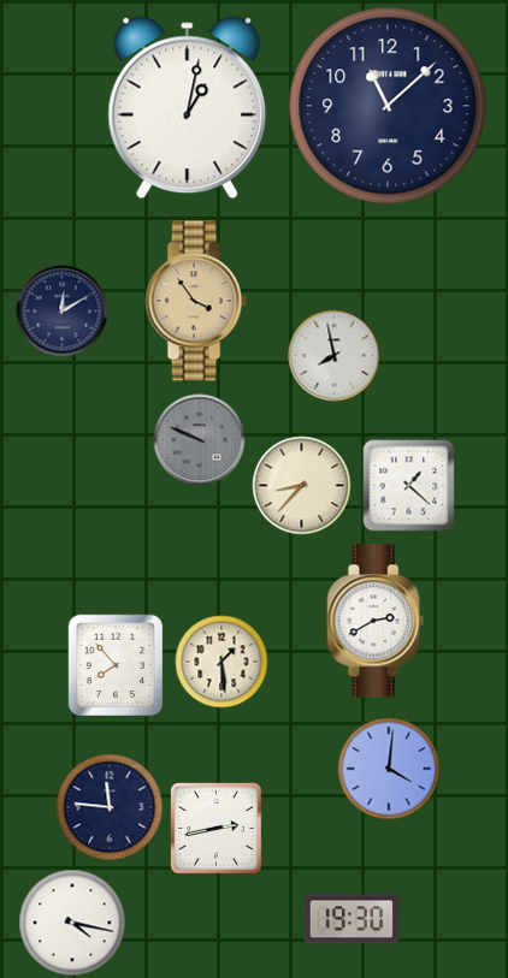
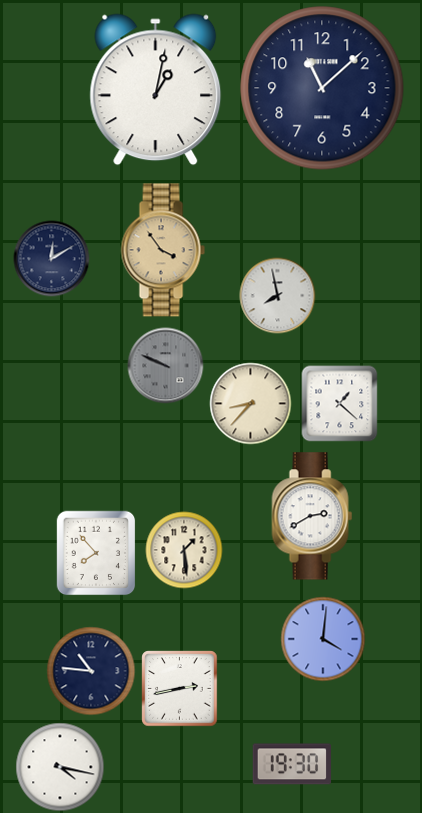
clock at (110, 807): 11:46 -> 10:46
